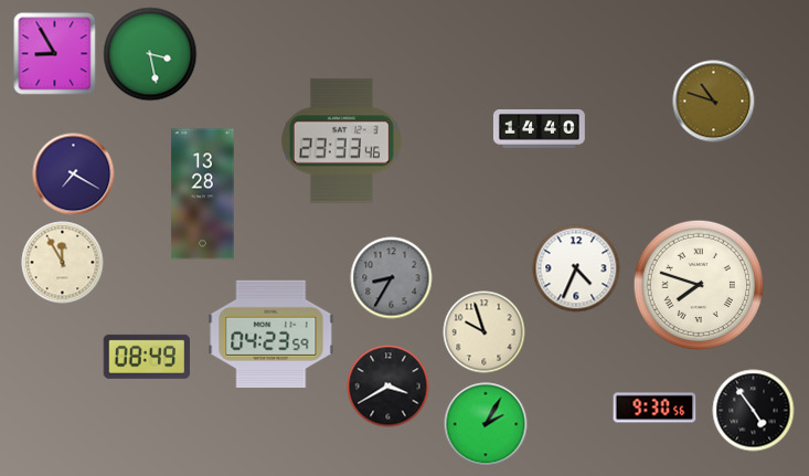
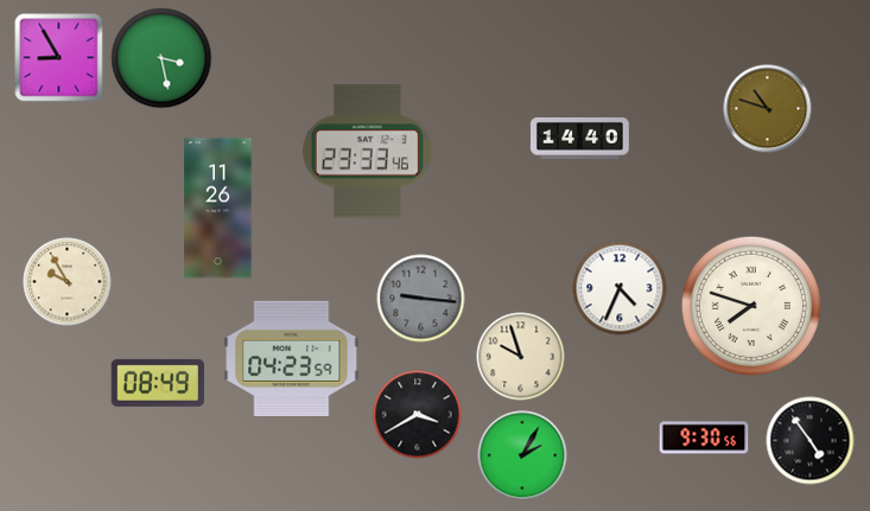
clock at (74, 174): 7:20 -> none
clock at (203, 194): 13:28 -> 11:26
clock at (63, 263): 11:55 -> 9:55
clock at (392, 278): 8:35 -> 9:16
